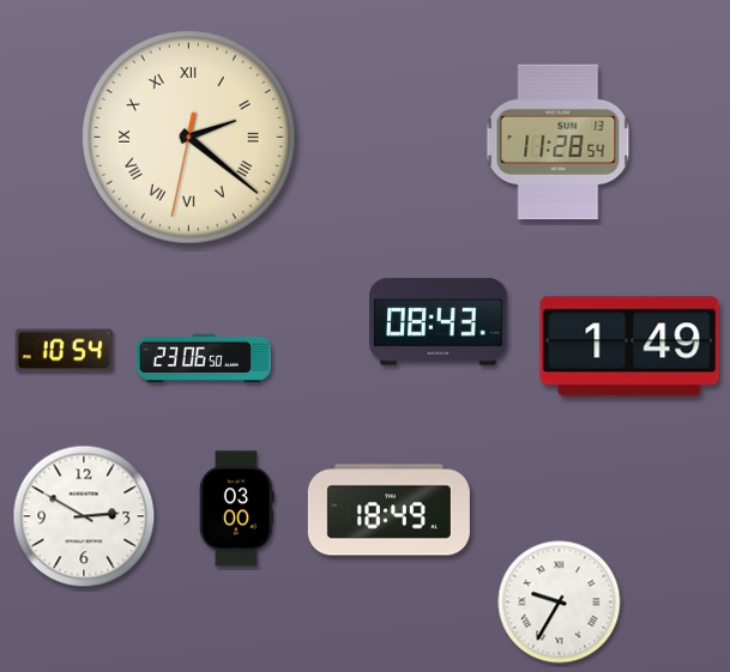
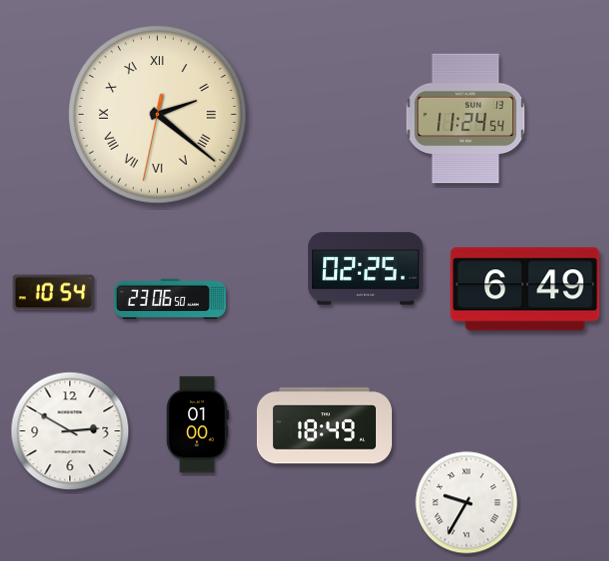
clock at (559, 143): 11:28 -> 11:24
clock at (439, 322): 08:43 -> 02:25
clock at (629, 346): 1:49 -> 6:49
clock at (237, 509): 03:00 -> 01:00
